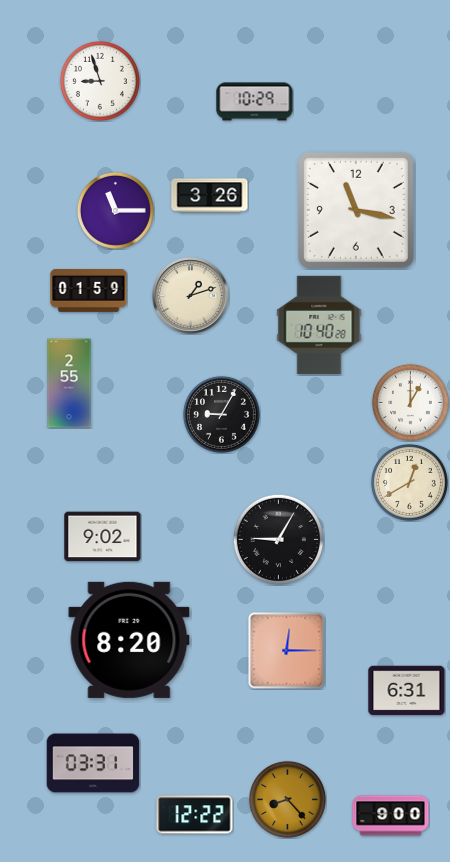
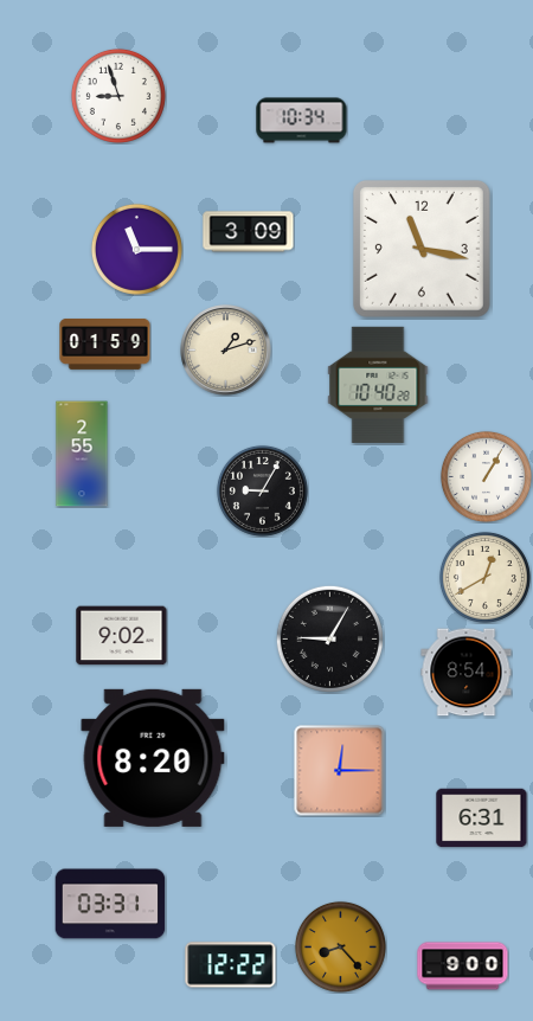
clock at (255, 102): 10:29 -> 10:34
clock at (210, 196): 3:26 -> 3:09
clock at (410, 402): 1:00 -> 1:05
clock at (409, 482) position: (409, 482) -> (484, 577)
clock at (467, 673): none -> 8:54
